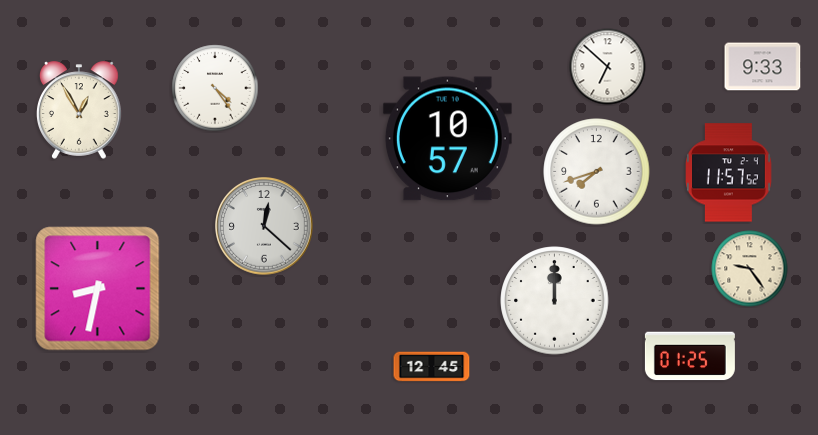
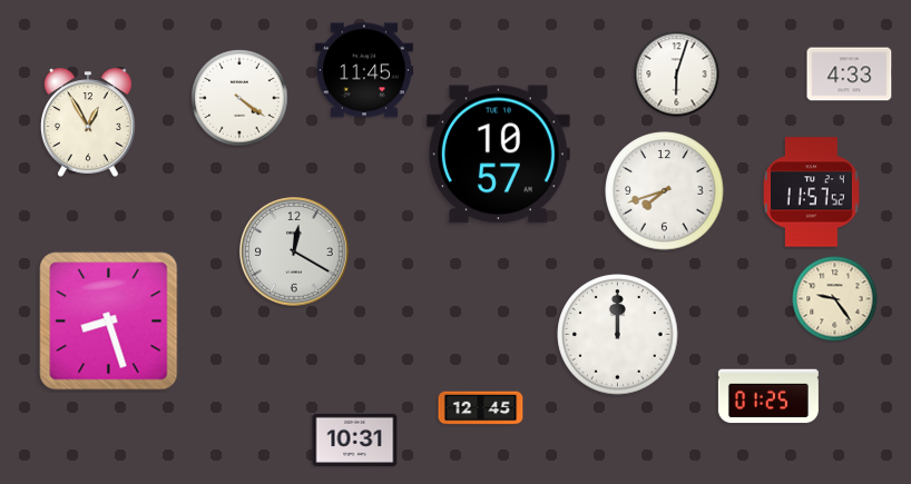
clock at (364, 70): none -> 11:45
clock at (608, 67): 6:52 -> 6:03
clock at (763, 67): 9:33 -> 4:33
clock at (215, 88): 4:24 -> 4:21
clock at (265, 227): 12:22 -> 12:20
clock at (98, 289): 8:32 -> 8:27
clock at (355, 439): none -> 10:31
